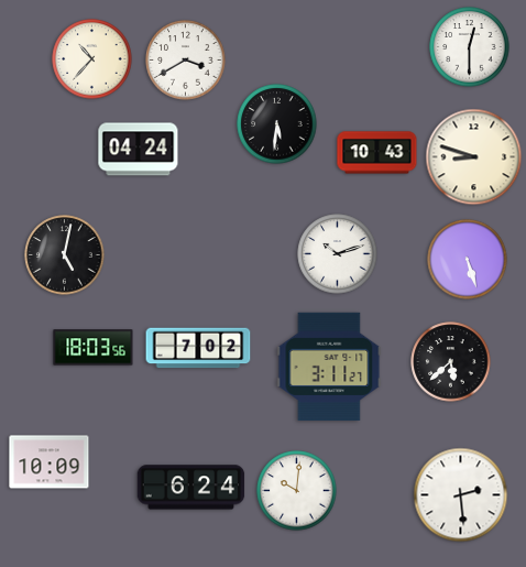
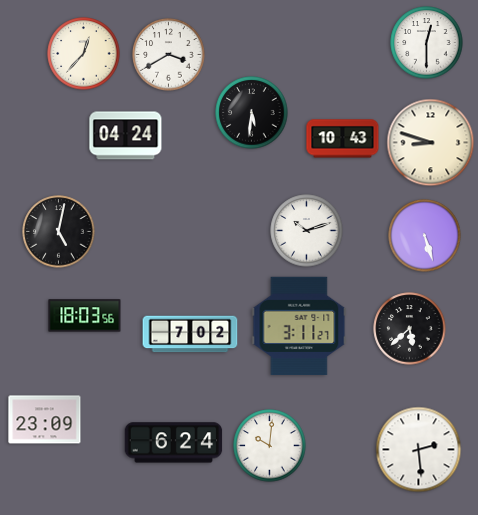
clock at (92, 59): 10:37 -> 12:37
clock at (198, 348) position: (198, 348) -> (190, 334)
clock at (329, 366) position: (329, 366) -> (299, 325)
clock at (50, 462): 10:09 -> 23:09
